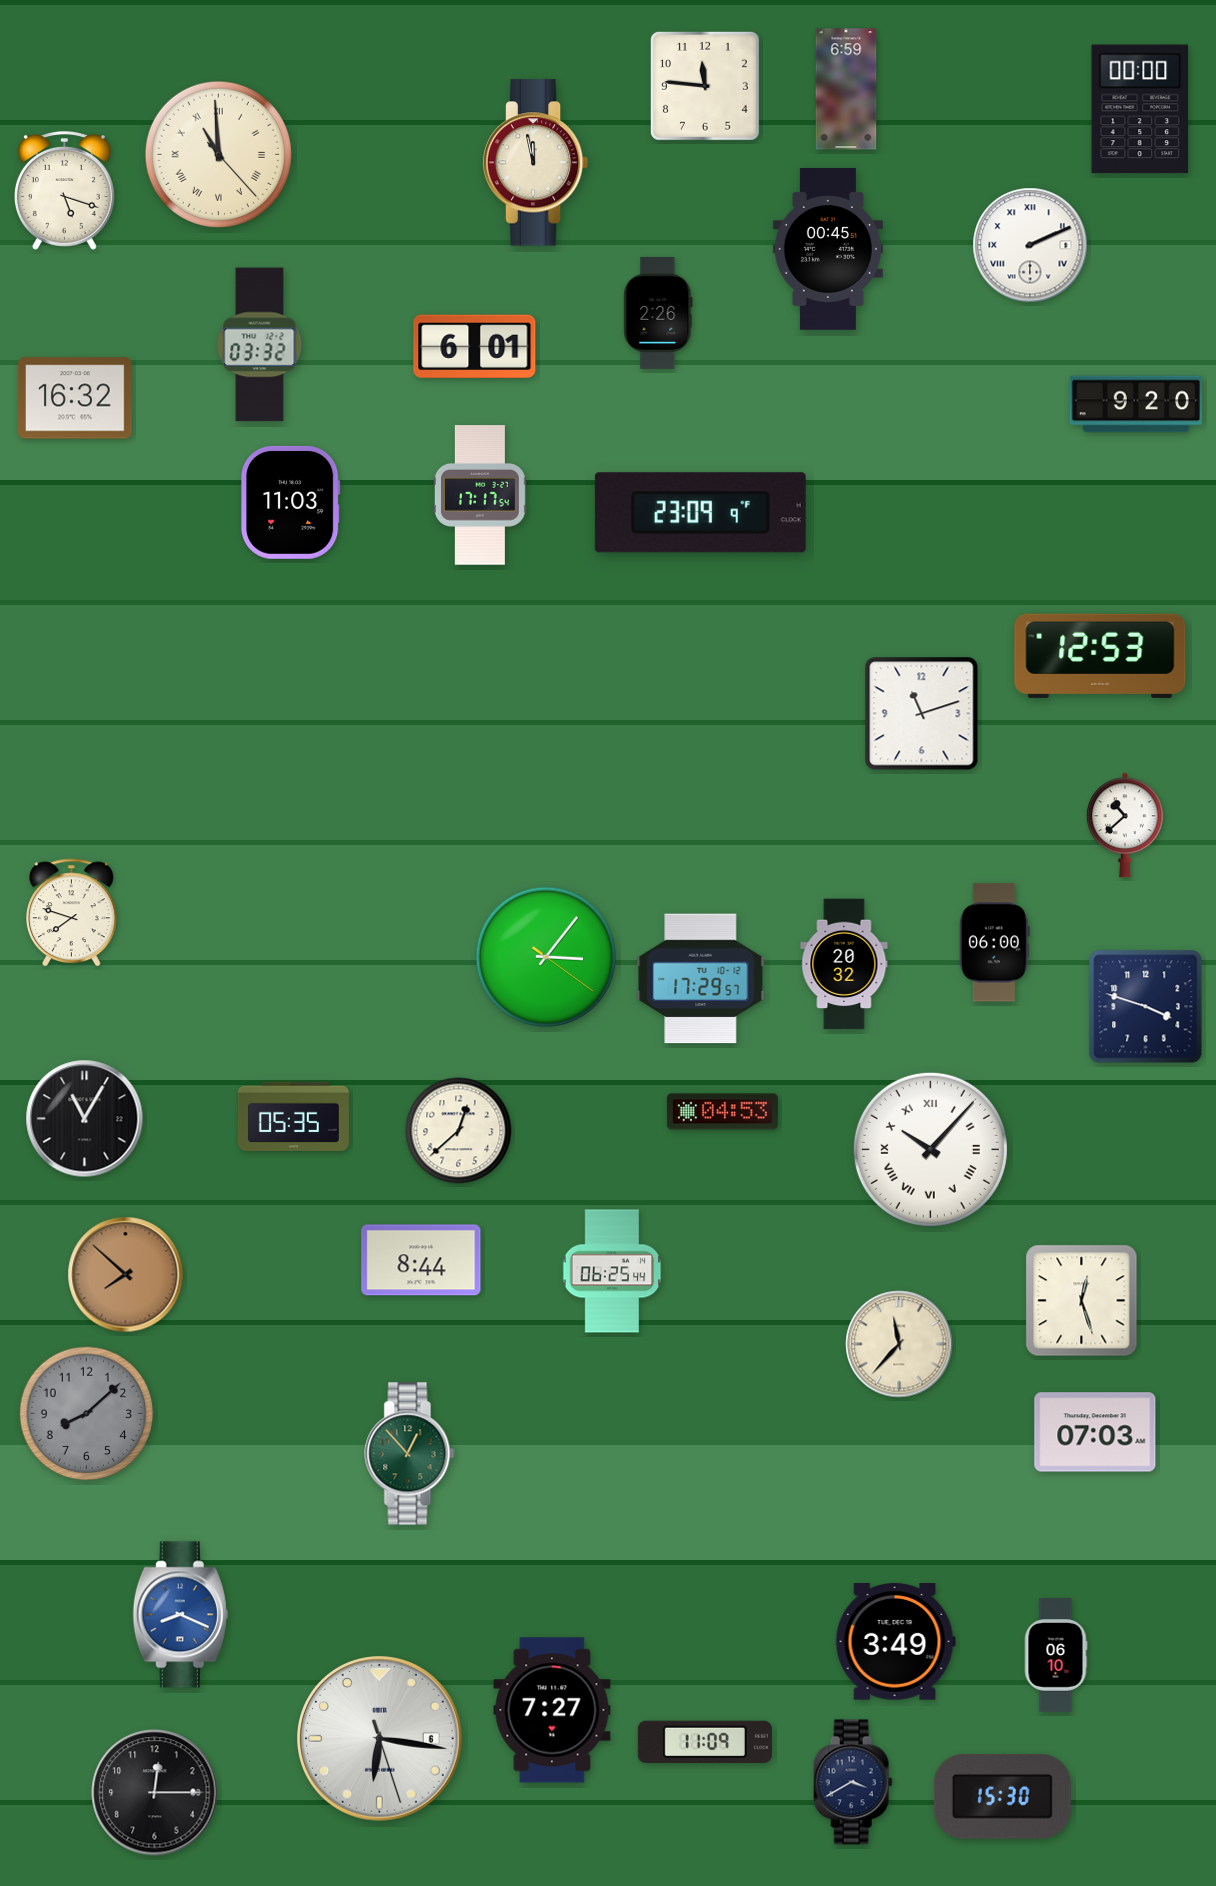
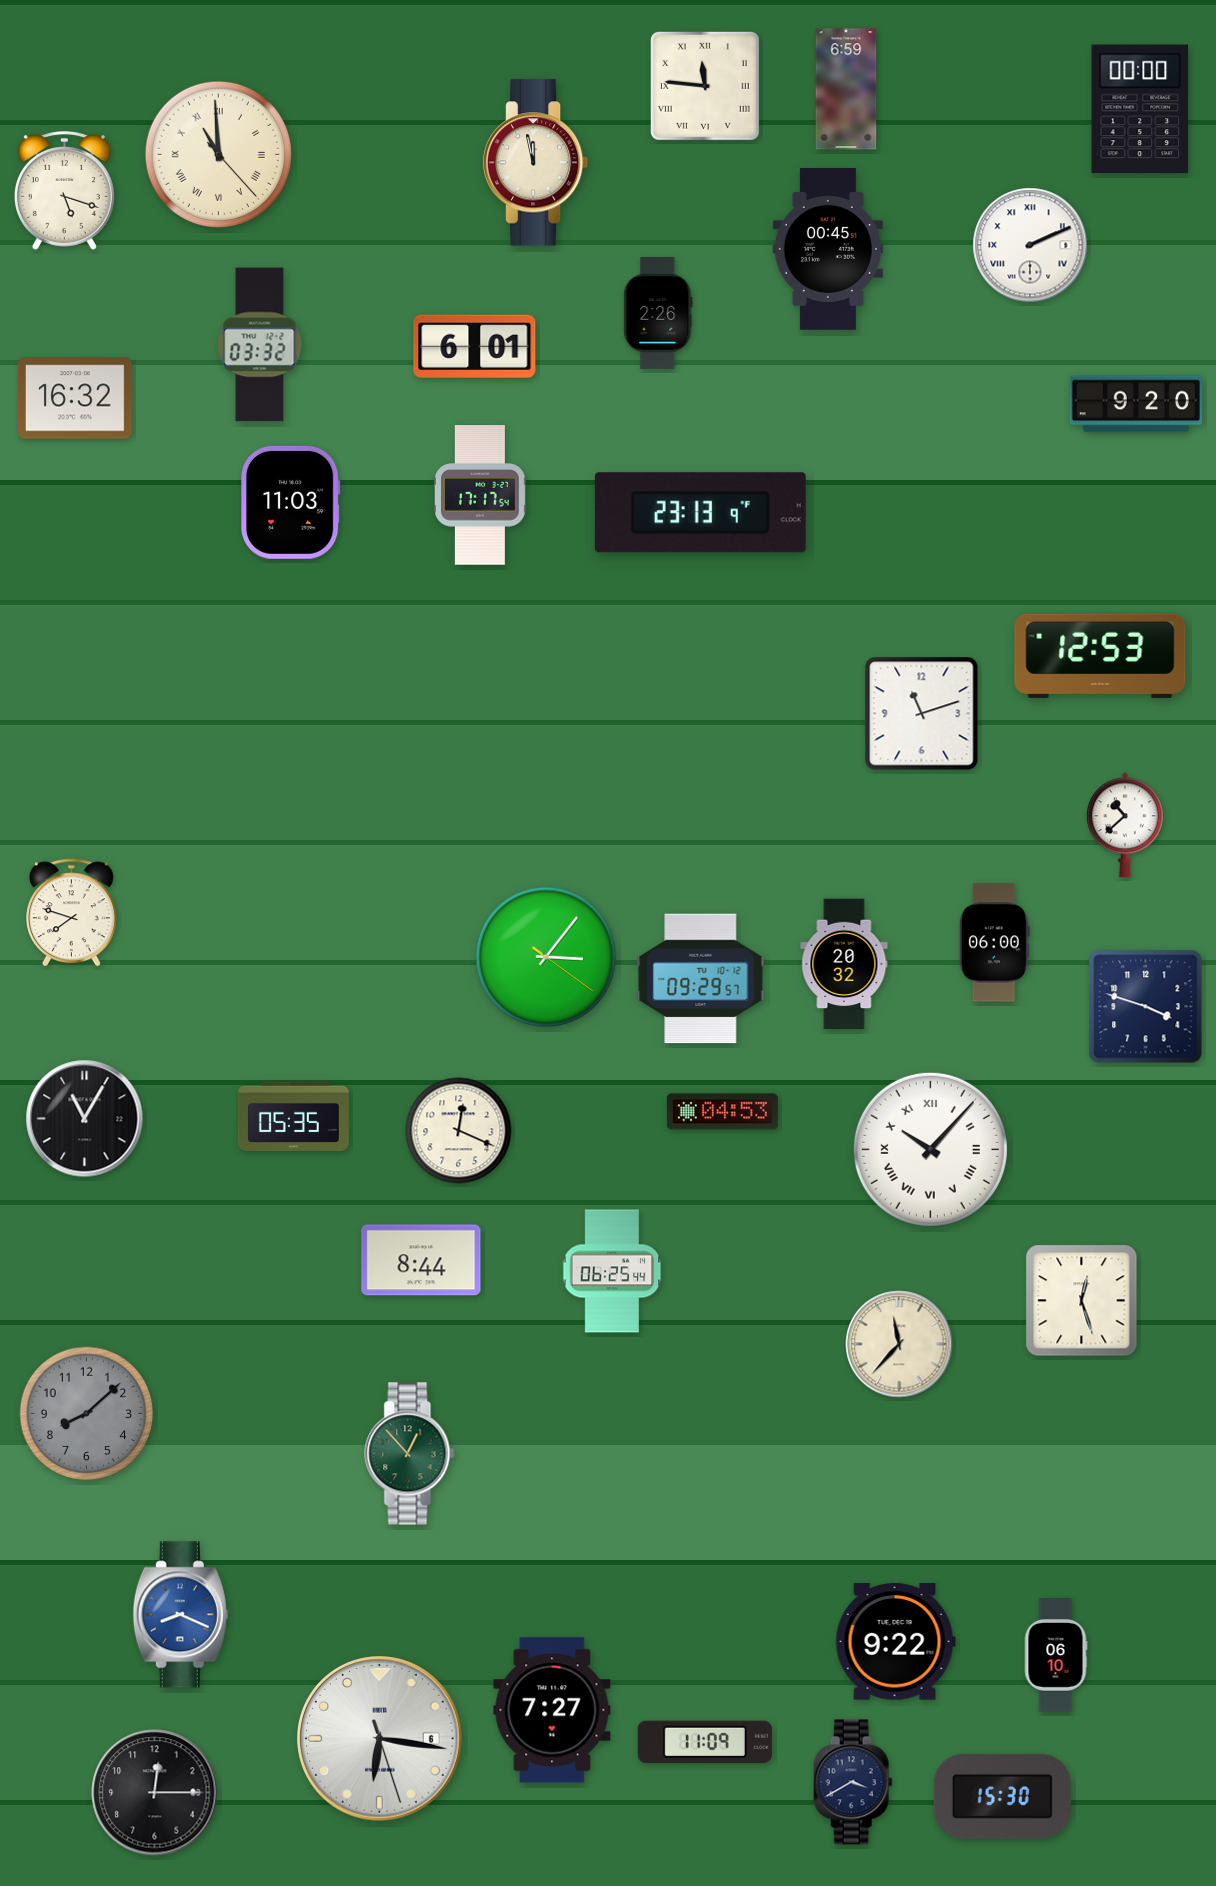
clock at (705, 86) numerals: Arabic -> Roman
clock at (700, 513): 23:09 -> 23:13
clock at (701, 979): 17:29 -> 09:29
clock at (459, 1131): 12:38 -> 12:19
clock at (126, 1275): 7:52 -> none
clock at (1095, 1432): 07:03 -> none
clock at (895, 1642): 3:49 -> 9:22
